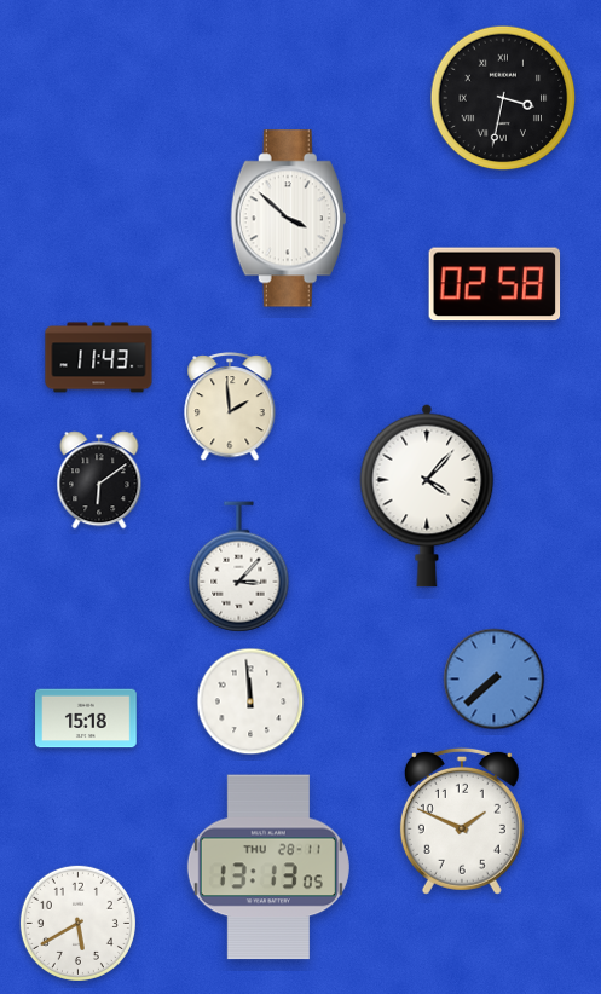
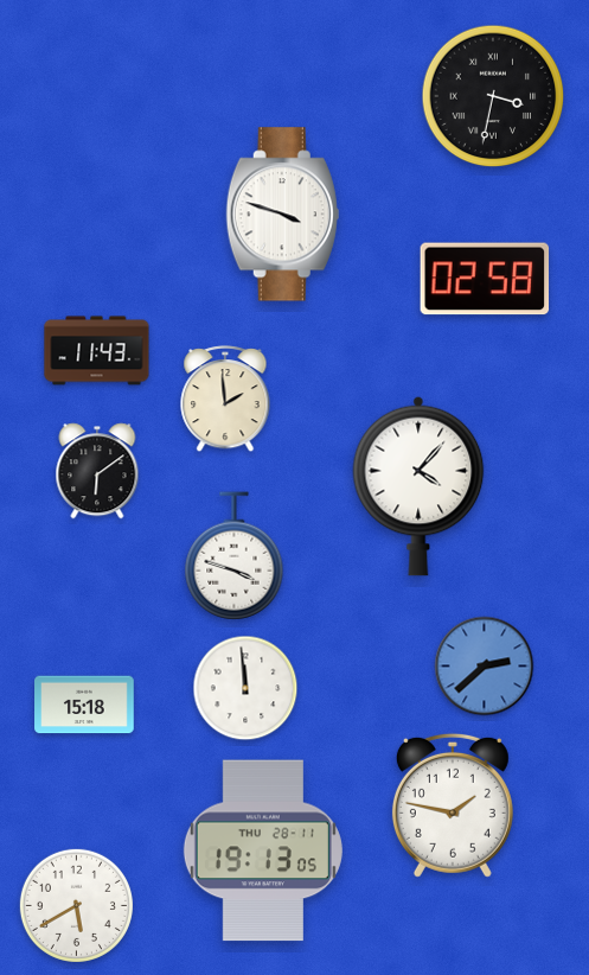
clock at (288, 219): 3:52 -> 3:48
clock at (239, 567): 3:07 -> 3:48
clock at (495, 680): 7:38 -> 2:38
clock at (462, 821): 1:49 -> 1:47
clock at (268, 867): 13:13 -> 19:13
